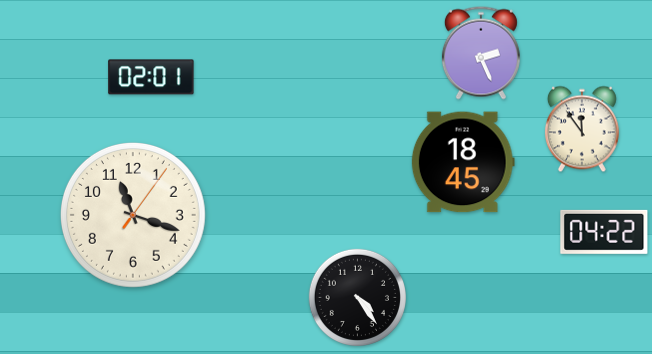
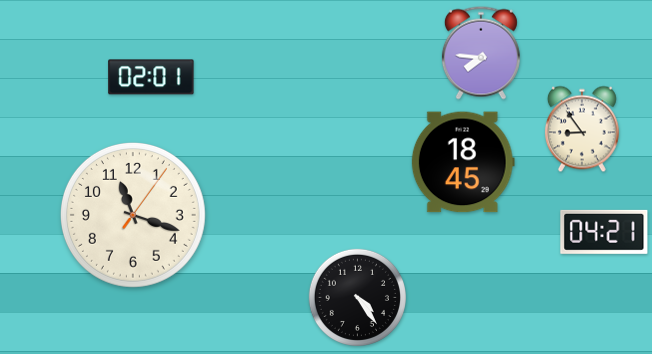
clock at (481, 53): 2:26 -> 7:46
clock at (582, 129): 11:54 -> 8:54
clock at (604, 232): 04:22 -> 04:21
